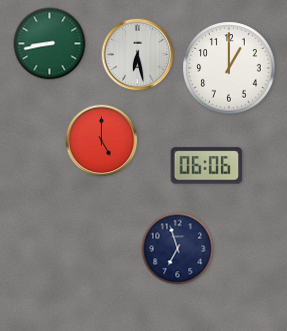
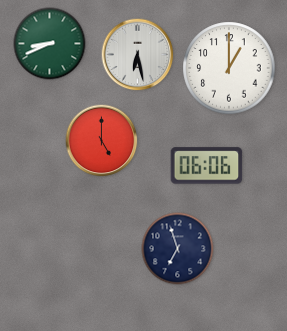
clock at (50, 44): 8:43 -> 8:41
